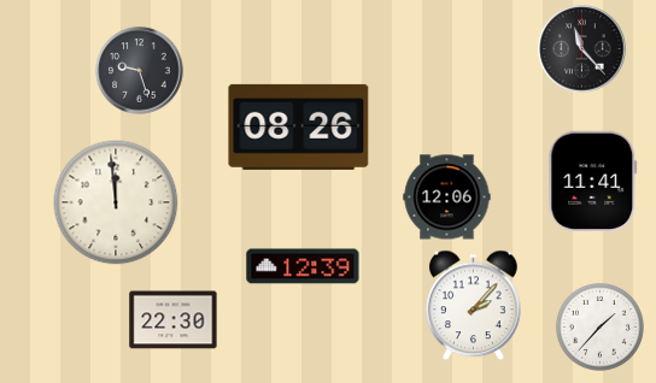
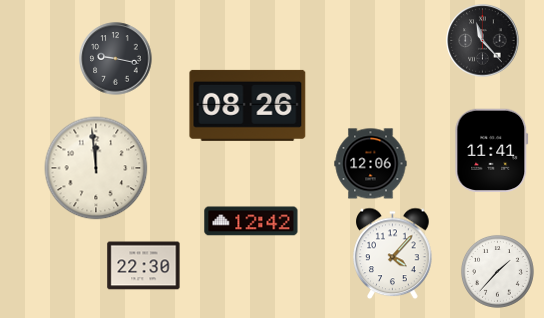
clock at (140, 71): 9:27 -> 9:17
clock at (303, 266): 12:39 -> 12:42
clock at (474, 306): 2:07 -> 4:07
